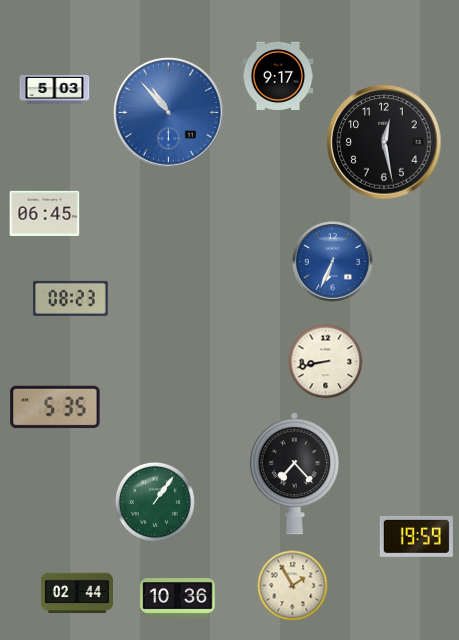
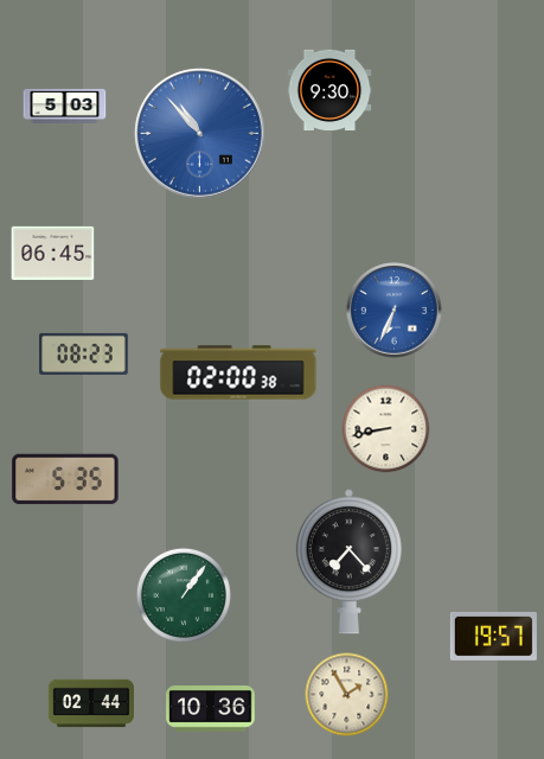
clock at (278, 75): 9:17 -> 9:30
clock at (384, 142): 12:28 -> none
clock at (238, 372): none -> 02:00
clock at (55, 407) position: (55, 407) -> (65, 479)
clock at (416, 536): 19:59 -> 19:57
